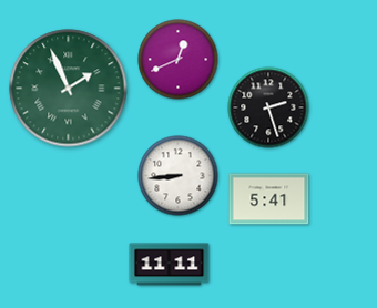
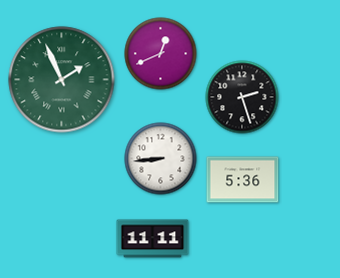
clock at (269, 199): 5:41 -> 5:36
